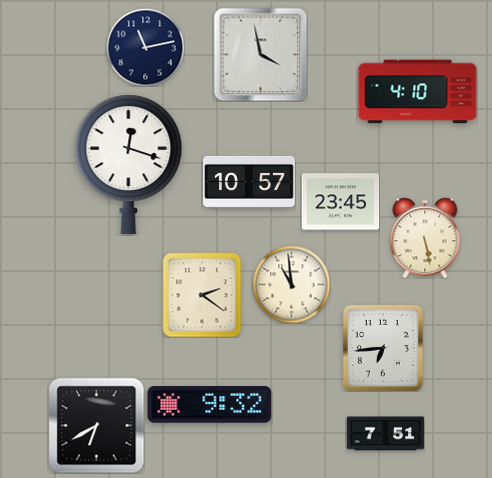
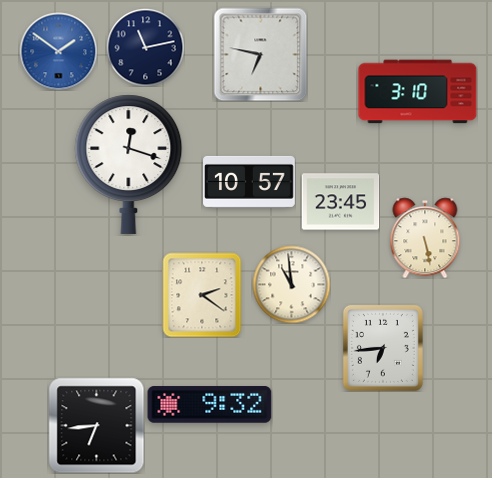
clock at (58, 51): none -> 1:51
clock at (260, 54): 3:58 -> 6:47
clock at (418, 92): 4:10 -> 3:10
clock at (96, 425): 6:40 -> 6:44
clock at (385, 434): 7:51 -> none
